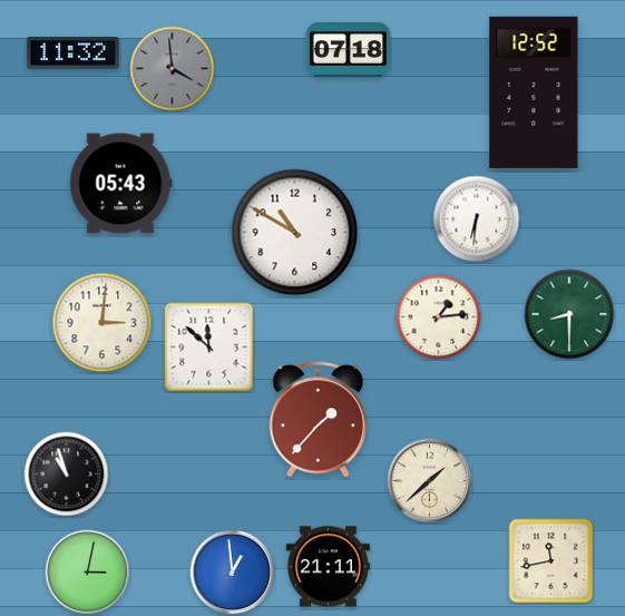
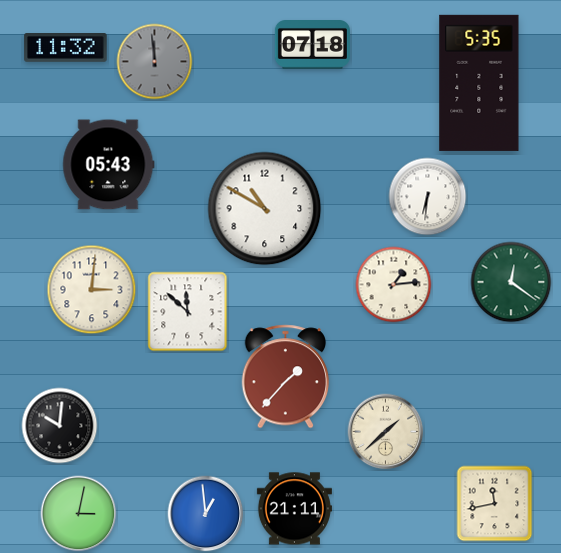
clock at (173, 69): 3:59 -> 11:59
clock at (534, 92): 12:52 -> 5:35
clock at (569, 314): 8:30 -> 12:21
clock at (67, 475): 10:57 -> 10:01
clock at (233, 573) position: (233, 573) -> (206, 514)
